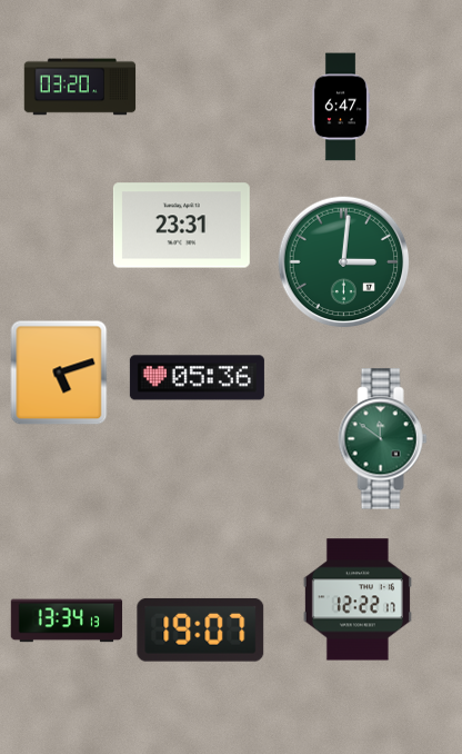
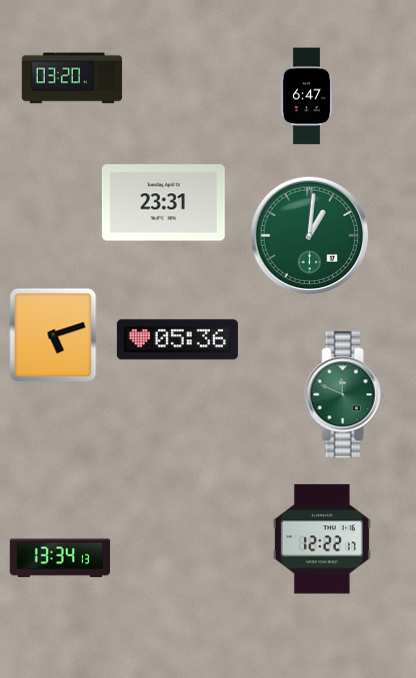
clock at (344, 262): 3:01 -> 1:01
clock at (383, 439): 11:51 -> 11:49
clock at (201, 629): 19:07 -> none
